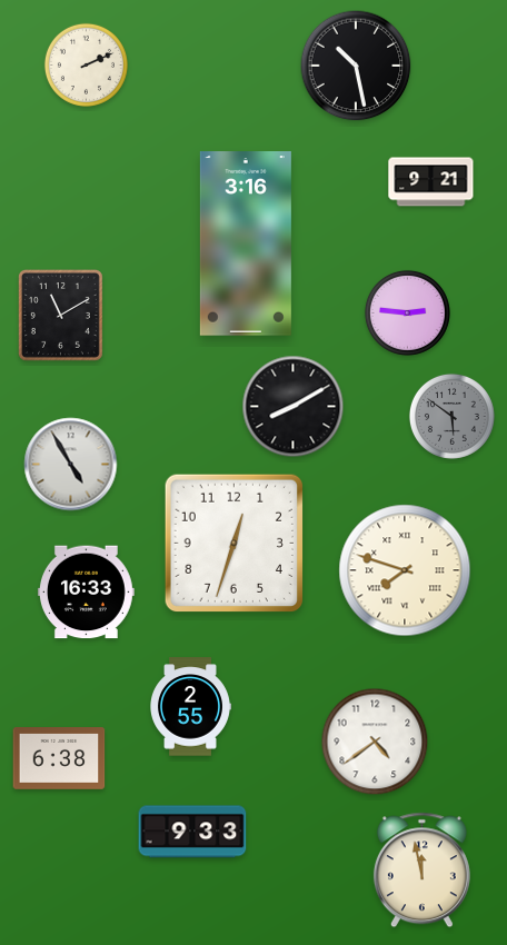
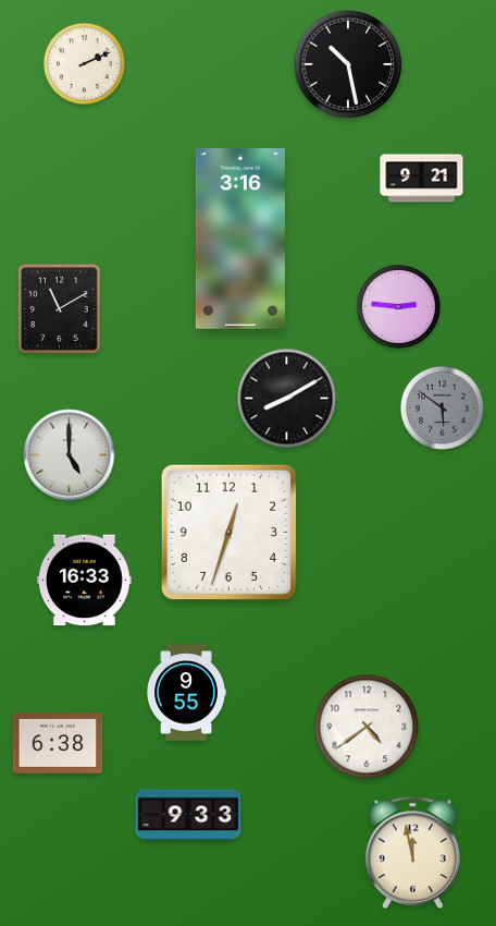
clock at (71, 465): 4:55 -> 5:00
clock at (405, 570): 7:48 -> none
clock at (191, 707): 2:55 -> 9:55
